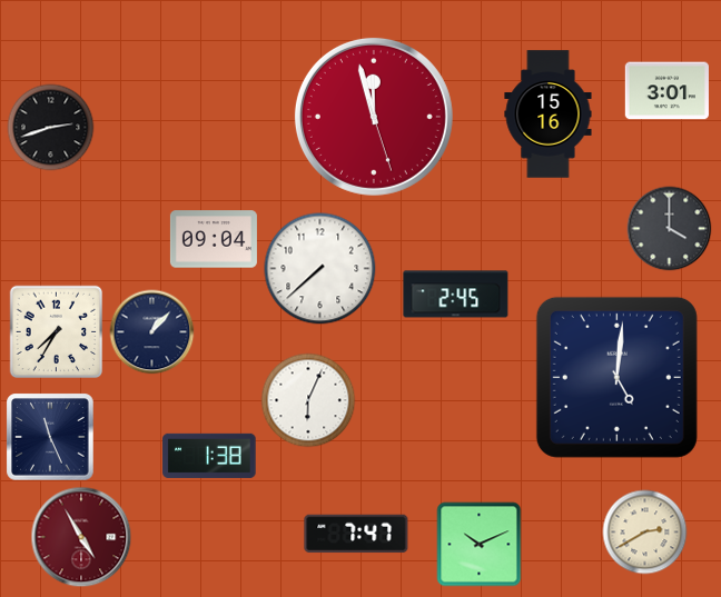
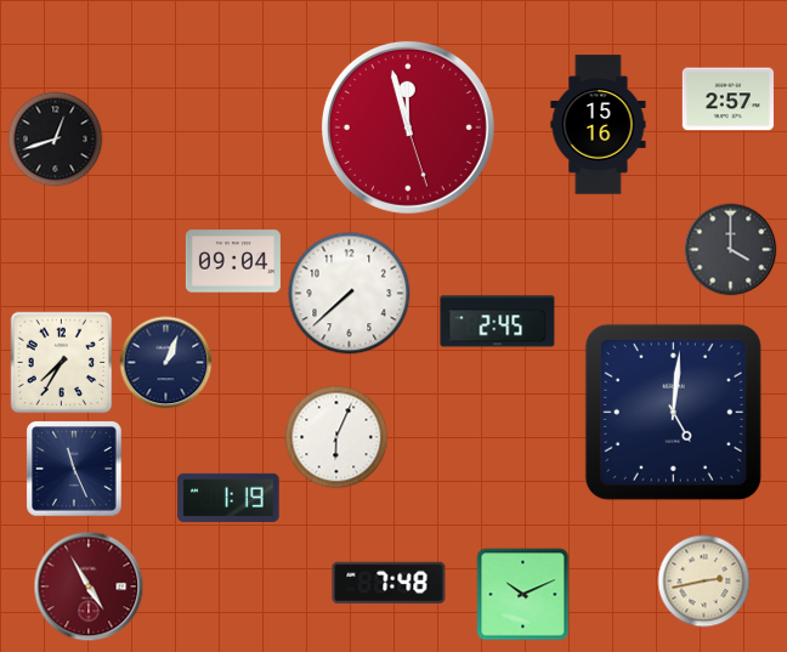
clock at (666, 91): 3:01 -> 2:57
clock at (51, 128): 2:42 -> 12:42
clock at (152, 332): 1:07 -> 1:04
clock at (50, 437) position: (50, 437) -> (74, 469)
clock at (209, 456): 1:38 -> 1:19
clock at (645, 533): 2:40 -> 2:43
clock at (356, 534): 7:47 -> 7:48
